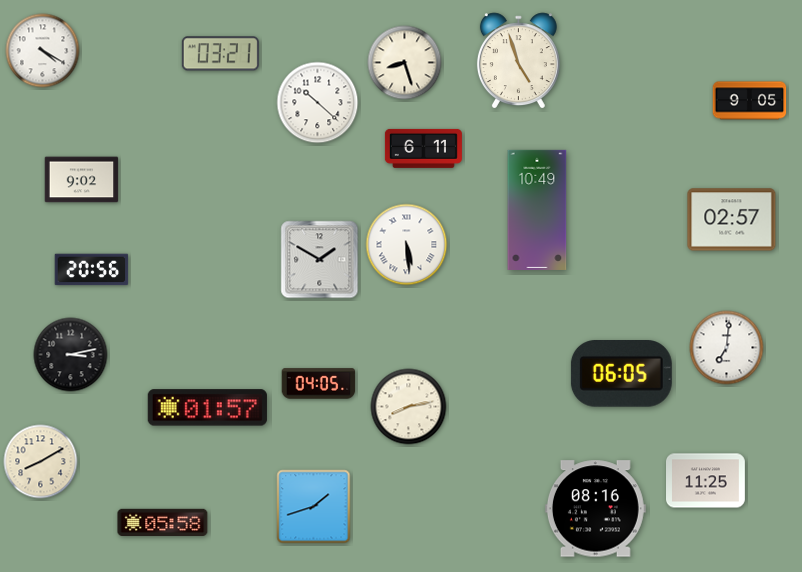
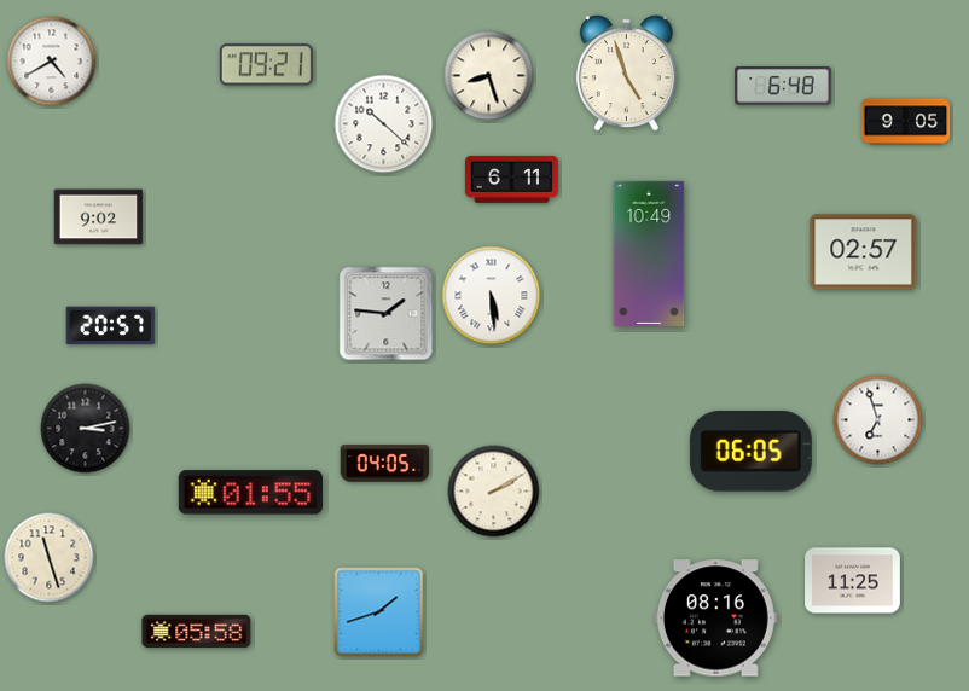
clock at (43, 51): 4:20 -> 4:40
clock at (220, 54): 03:21 -> 09:21
clock at (783, 87): none -> 6:48
clock at (732, 220) position: (732, 220) -> (864, 252)
clock at (320, 260): 1:50 -> 1:46
clock at (92, 270): 20:56 -> 20:57
clock at (727, 348): 7:01 -> 6:57
clock at (409, 407): 8:13 -> 2:10
clock at (207, 408): 01:57 -> 01:55
clock at (41, 462): 8:10 -> 11:27
clock at (595, 509) position: (595, 509) -> (715, 619)
